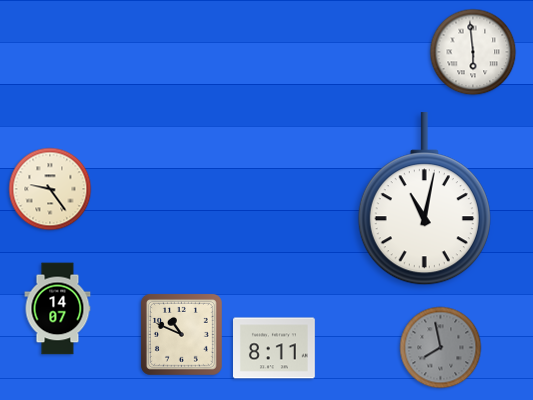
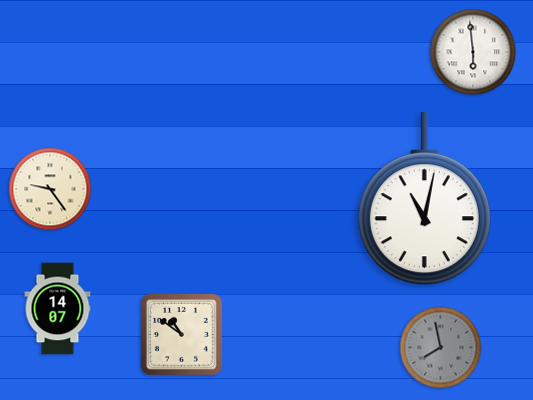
clock at (181, 334): 10:49 -> 10:51
clock at (275, 348): 8:11 -> none
